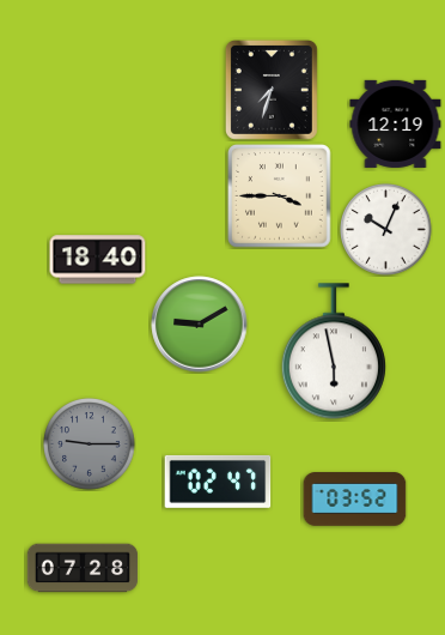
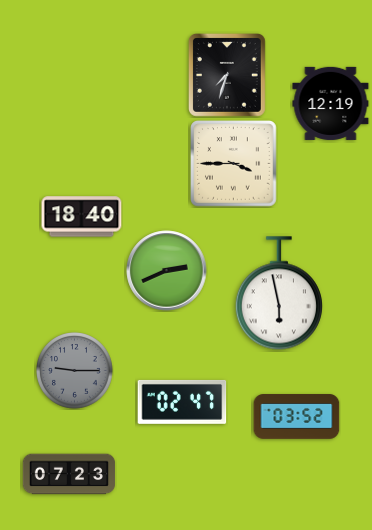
clock at (386, 230): 10:04 -> none
clock at (200, 325): 9:10 -> 2:41
clock at (83, 568): 07:28 -> 07:23
